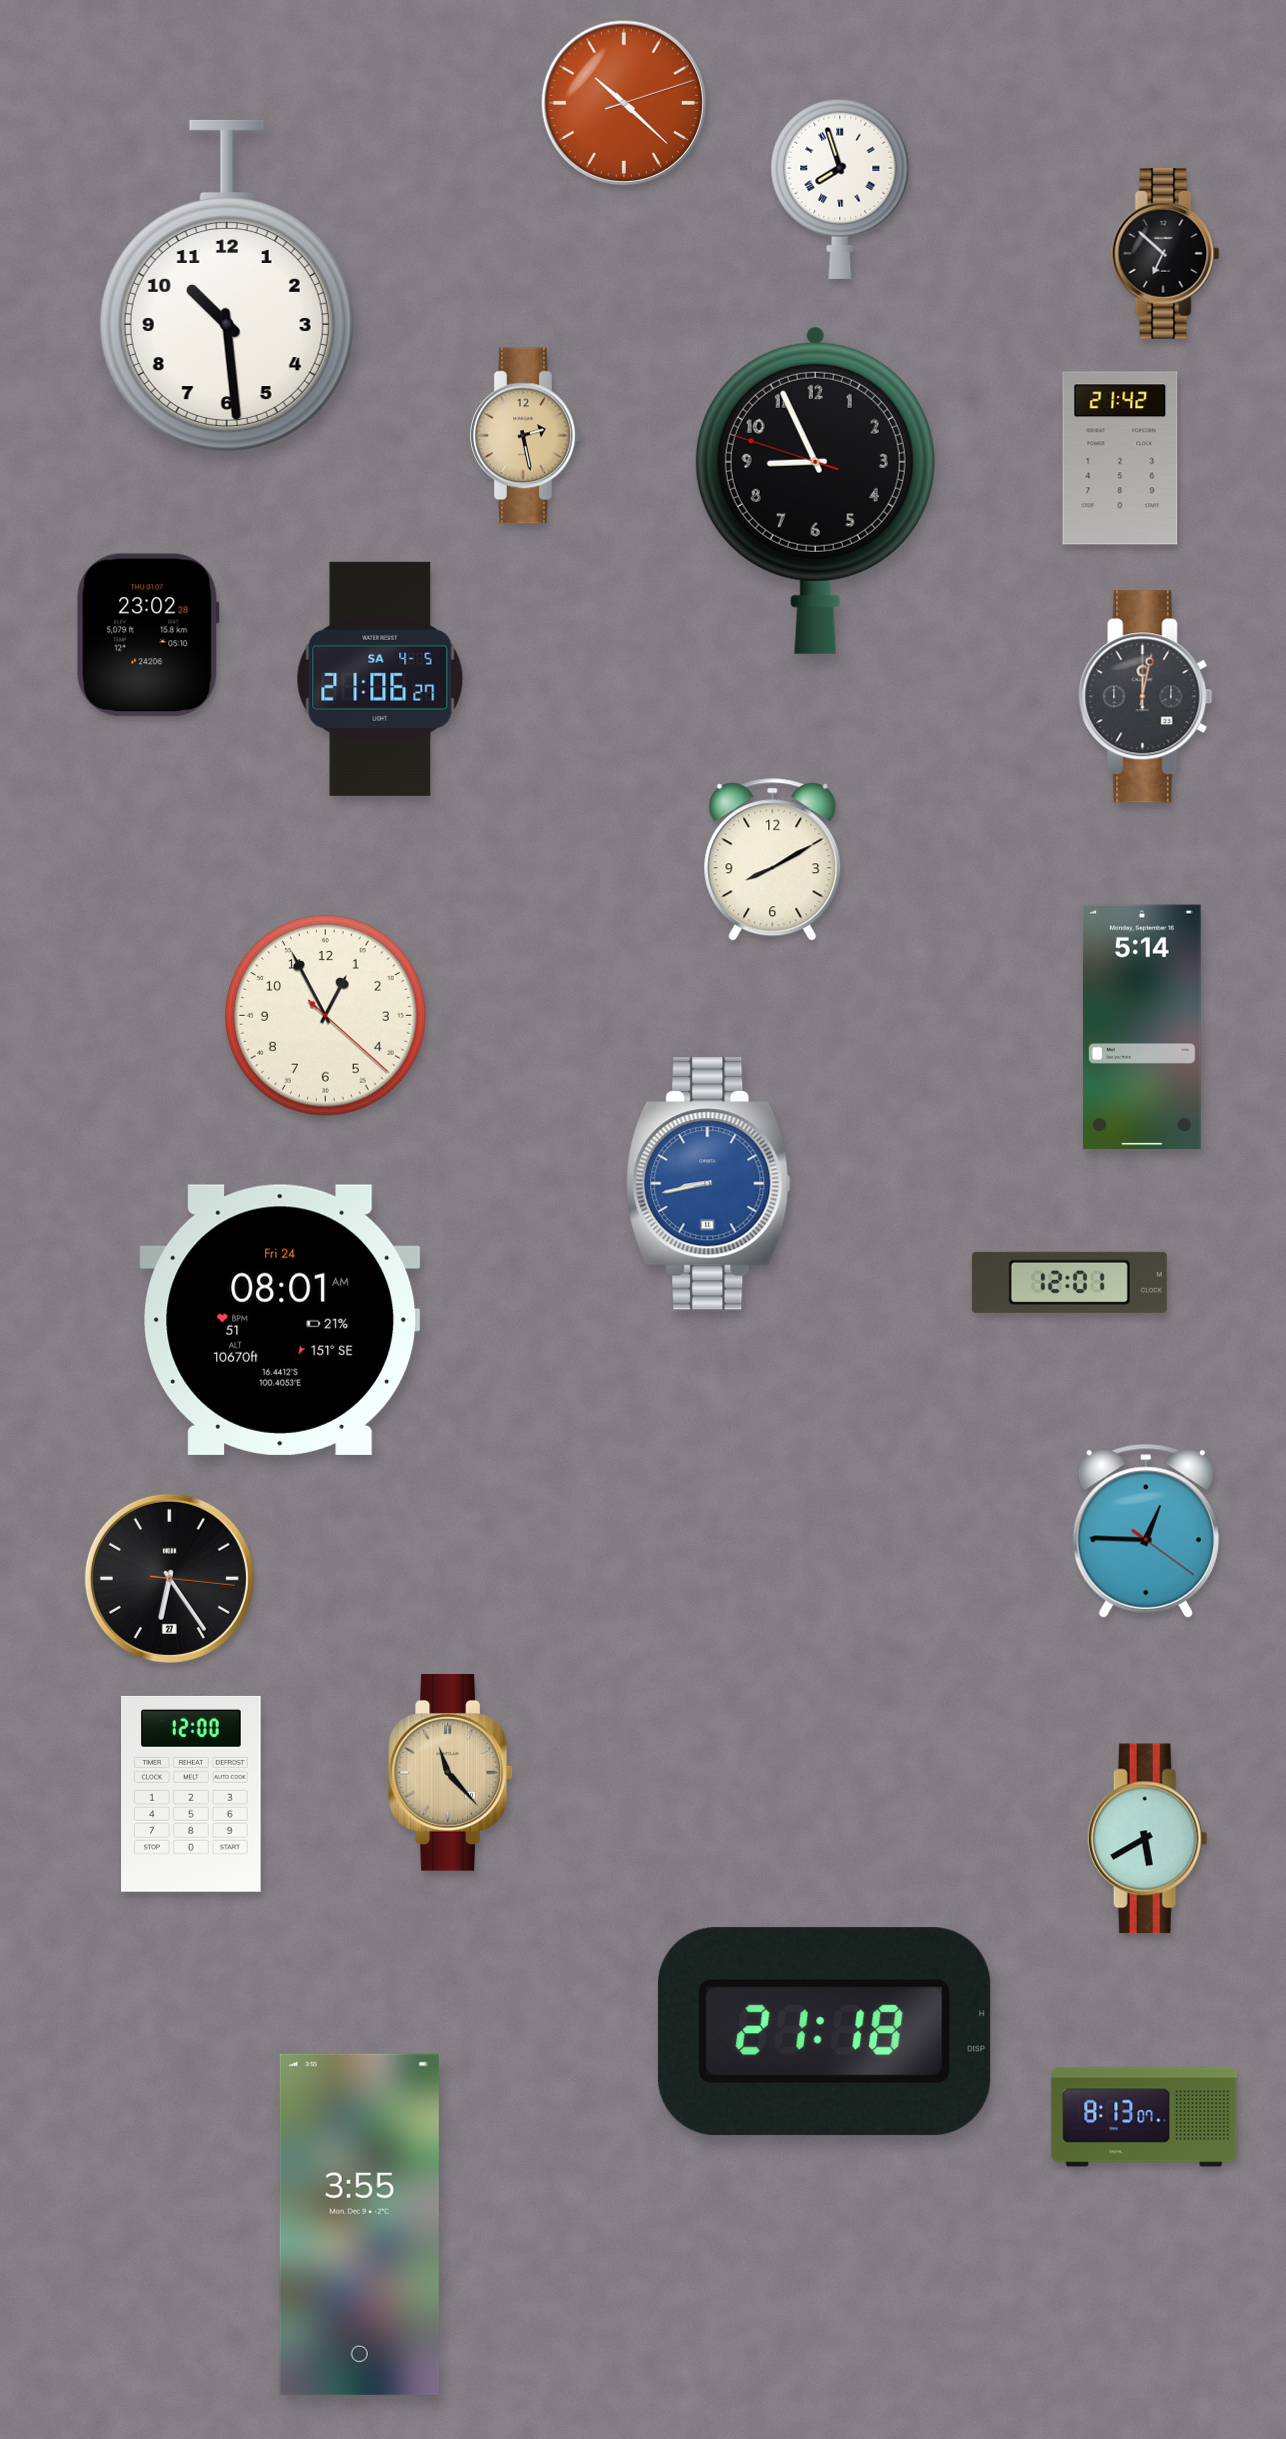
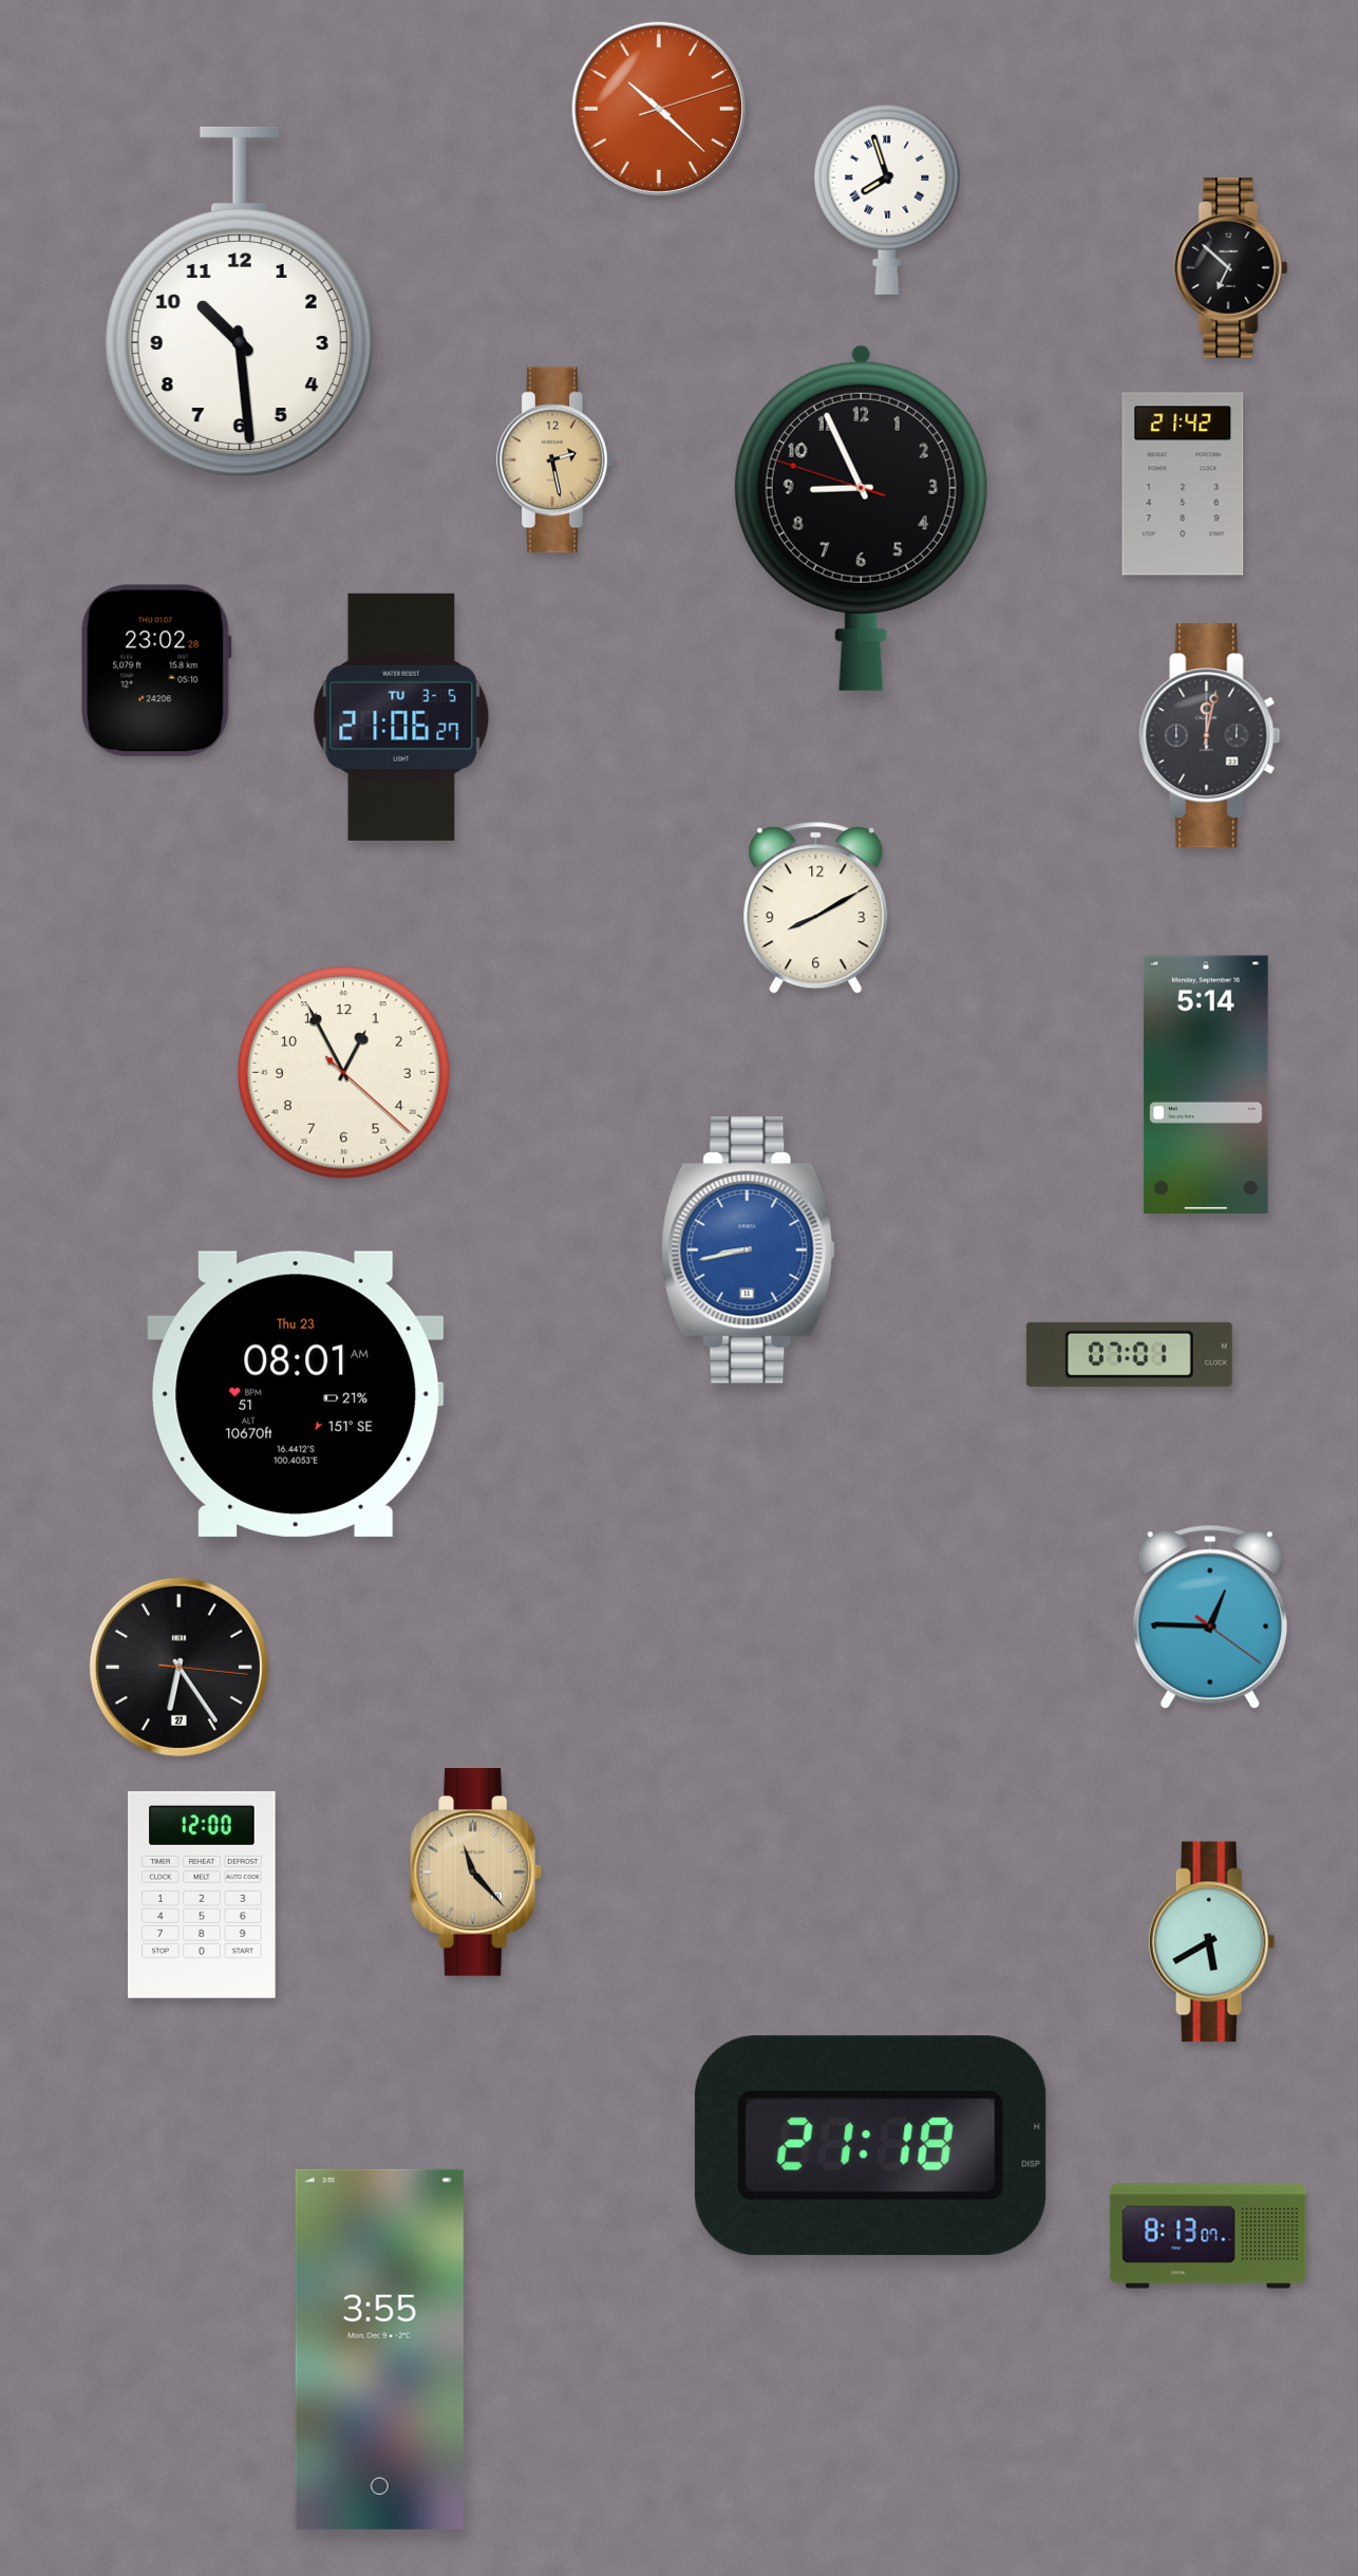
clock at (380, 679) date: SA 4-5 -> TU 3-5
clock at (1069, 1282): 12:01 -> 07:01
clock at (280, 1320) date: Fri 24 -> Thu 23
